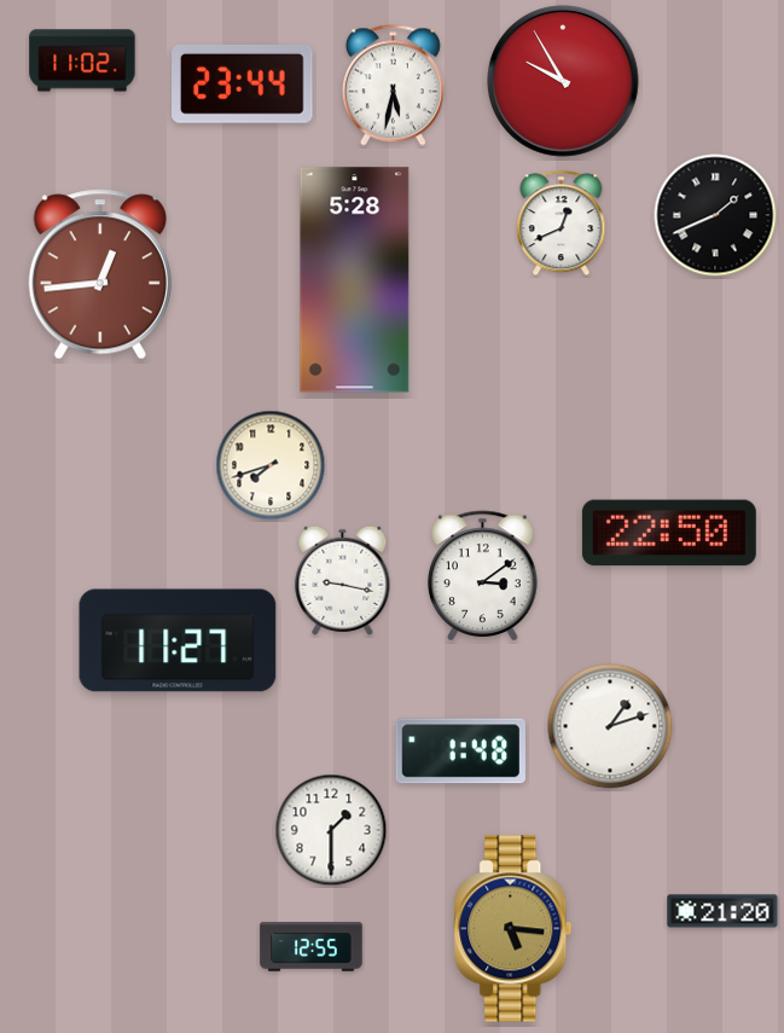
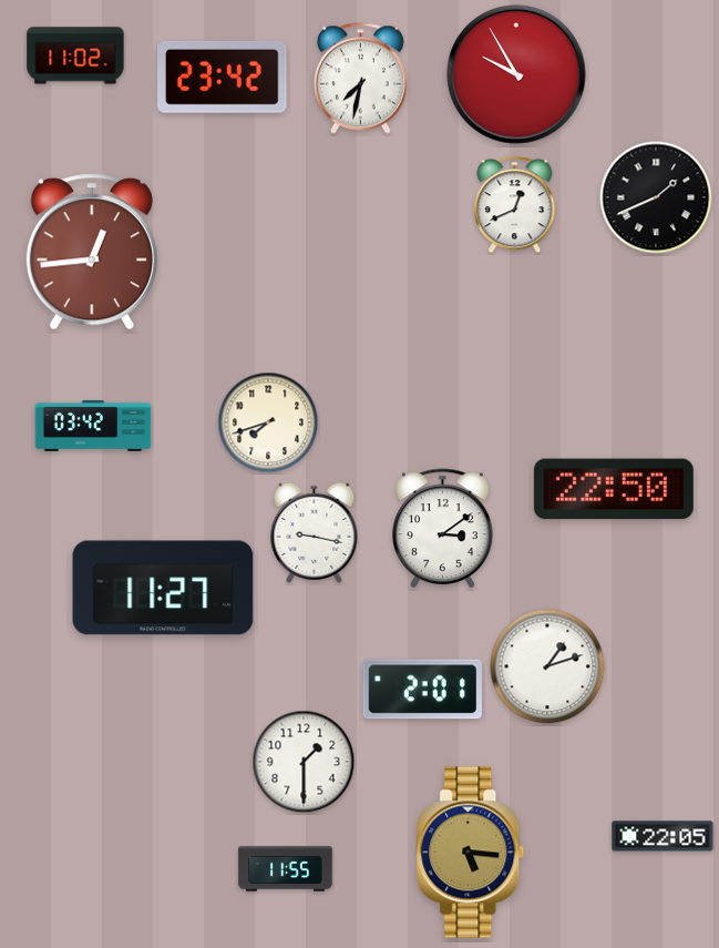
clock at (243, 83): 23:44 -> 23:42
clock at (393, 86): 5:32 -> 7:32
clock at (355, 280): 5:28 -> none
clock at (93, 426): none -> 03:42
clock at (271, 465) position: (271, 465) -> (268, 422)
clock at (610, 726) position: (610, 726) -> (547, 666)
clock at (460, 751): 1:48 -> 2:01
clock at (722, 911): 21:20 -> 22:05
clock at (312, 947): 12:55 -> 11:55
